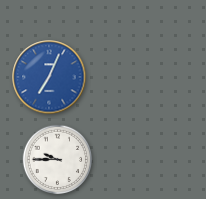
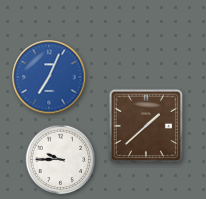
clock at (145, 125): none -> 1:38
clock at (58, 160) position: (58, 160) -> (61, 160)
